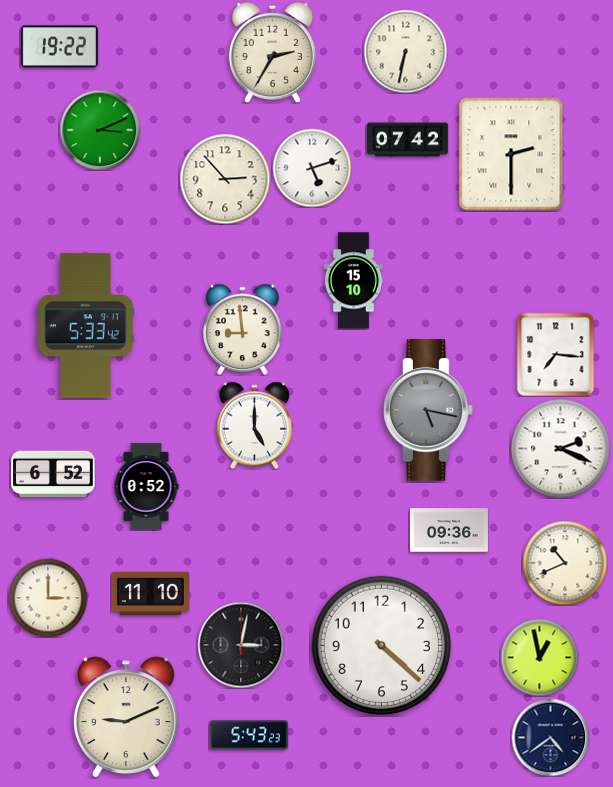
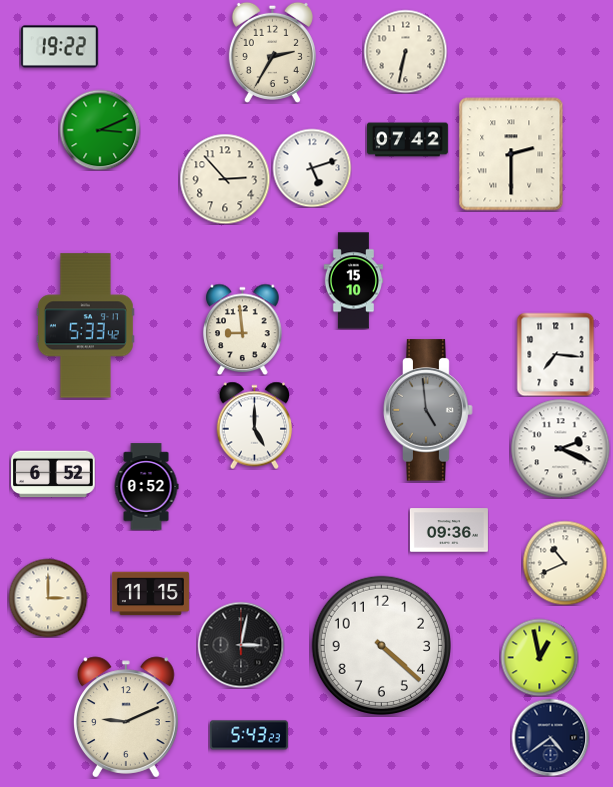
clock at (428, 410): 5:17 -> 4:59
clock at (150, 594): 11:10 -> 11:15
